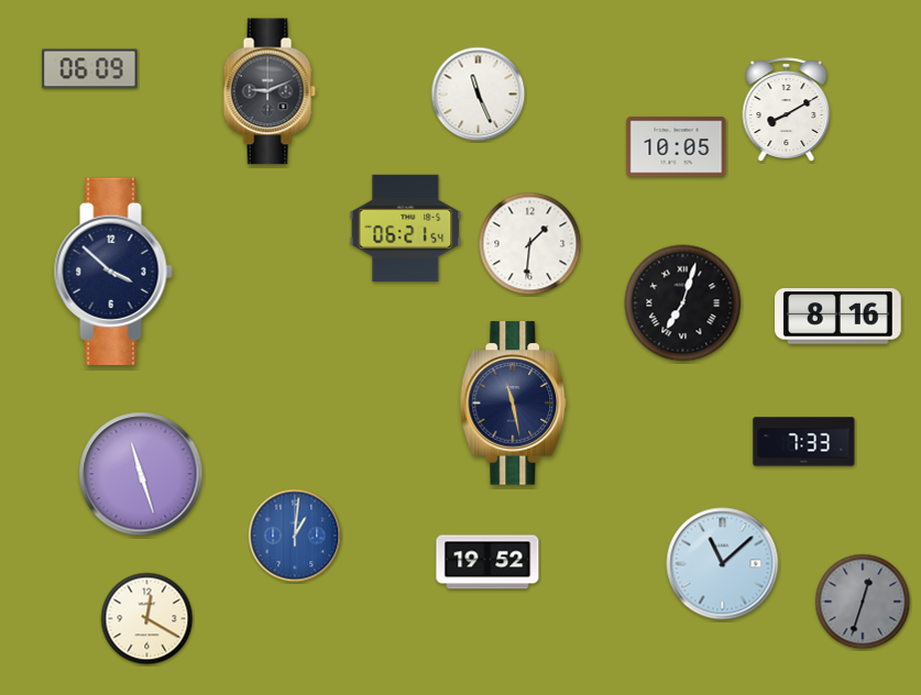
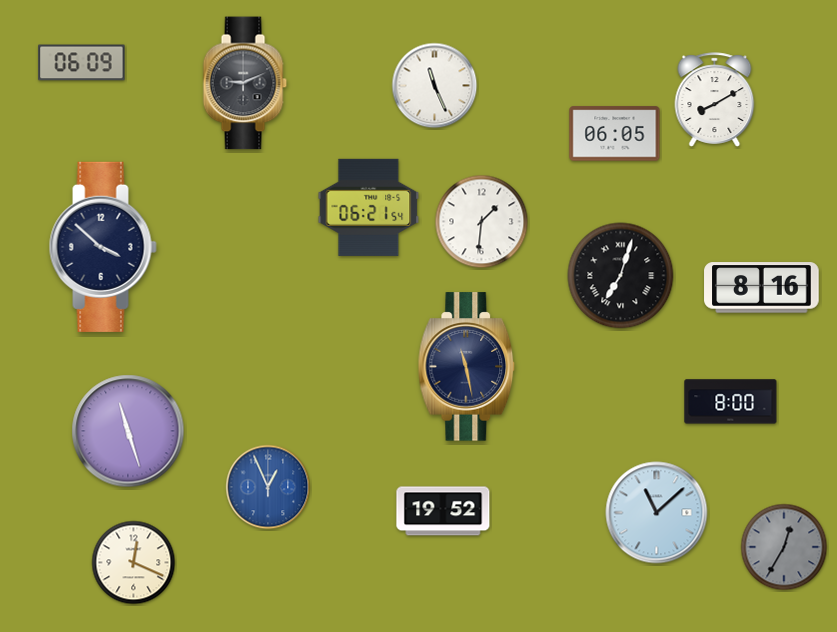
clock at (677, 147): 10:05 -> 06:05
clock at (804, 442): 7:33 -> 8:00
clock at (295, 536): 1:01 -> 12:56
clock at (863, 602): 12:33 -> 12:35
clock at (147, 619): 12:20 -> 12:19
